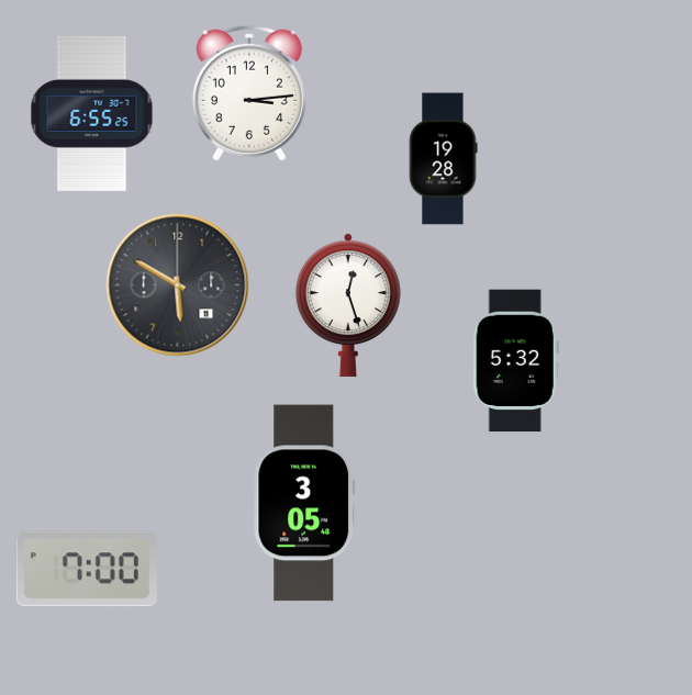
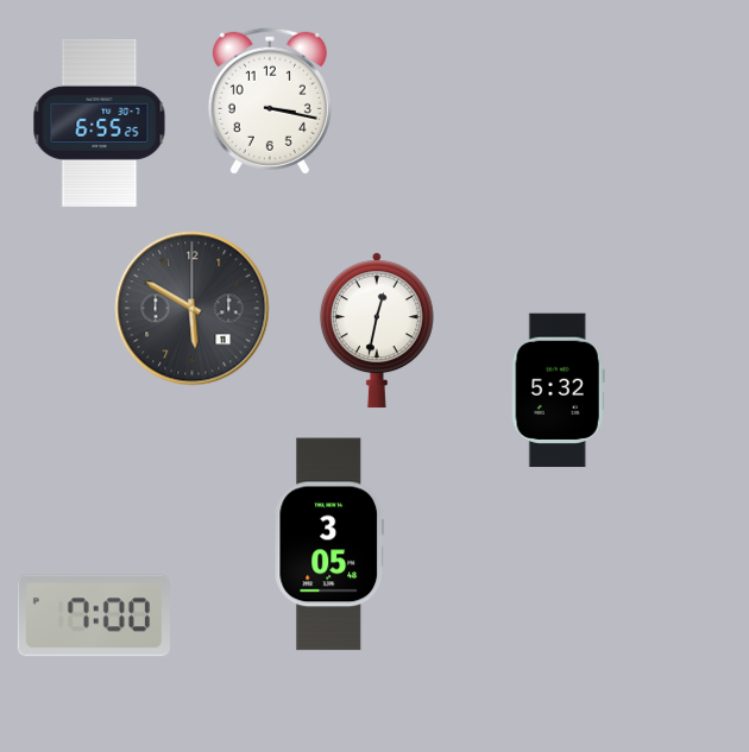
clock at (249, 93): 3:14 -> 3:17
clock at (443, 159): 19:28 -> none
clock at (348, 305): 12:27 -> 12:32
